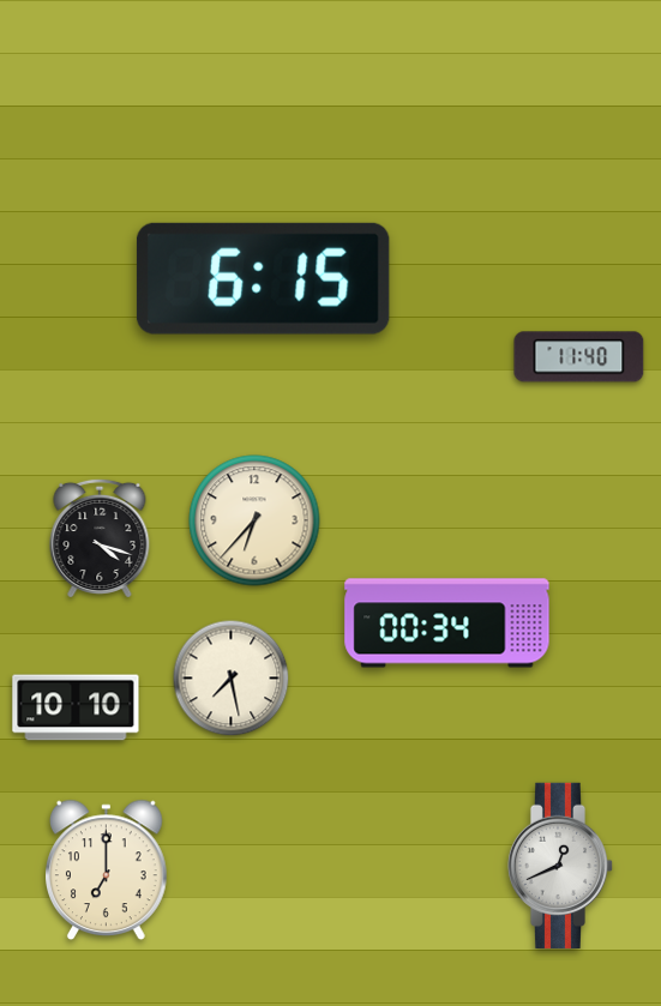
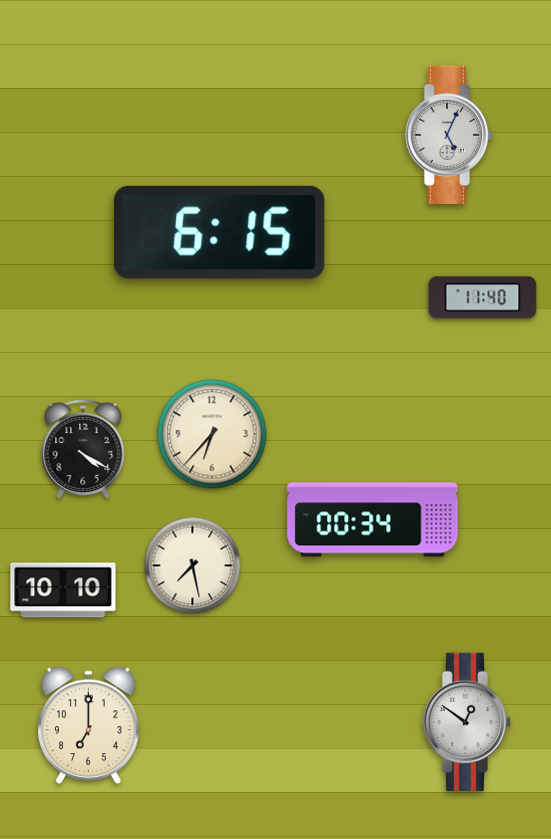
clock at (449, 135): none -> 5:04
clock at (100, 538): 4:18 -> 4:20
clock at (560, 866): 12:41 -> 12:51
